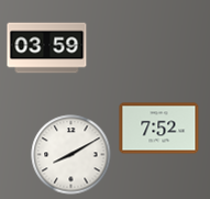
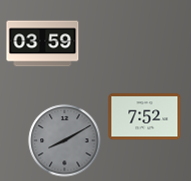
clock at (71, 155) dial: white -> grey
